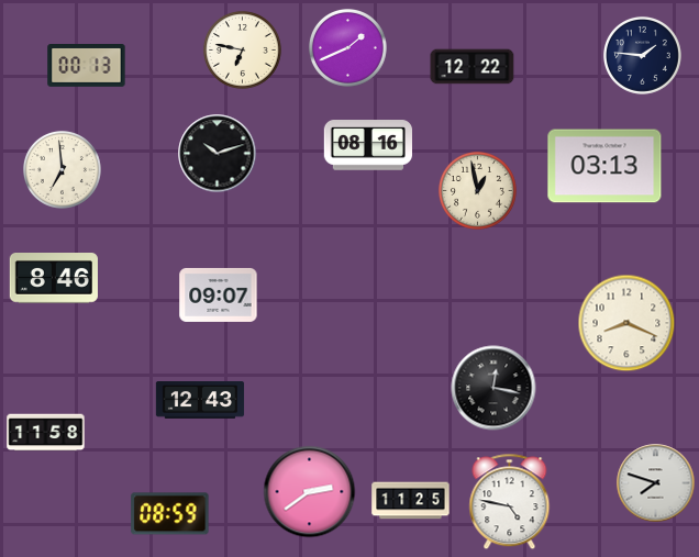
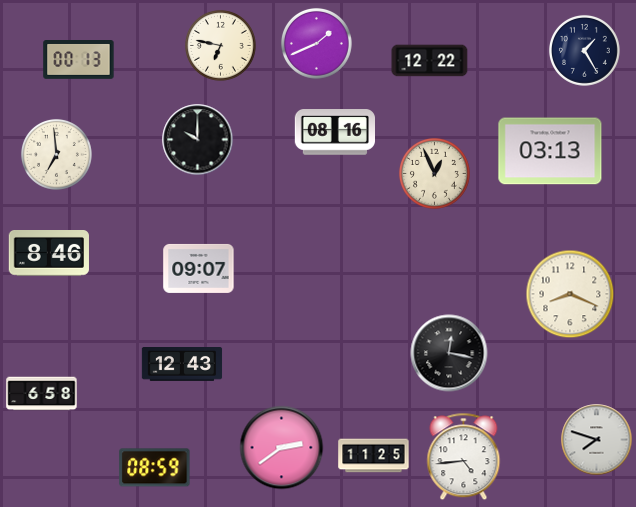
clock at (642, 55): 1:46 -> 1:25
clock at (218, 154): 10:12 -> 10:00
clock at (477, 190): 12:58 -> 12:56
clock at (46, 433): 11:58 -> 6:58
clock at (510, 502): 4:47 -> 4:44
